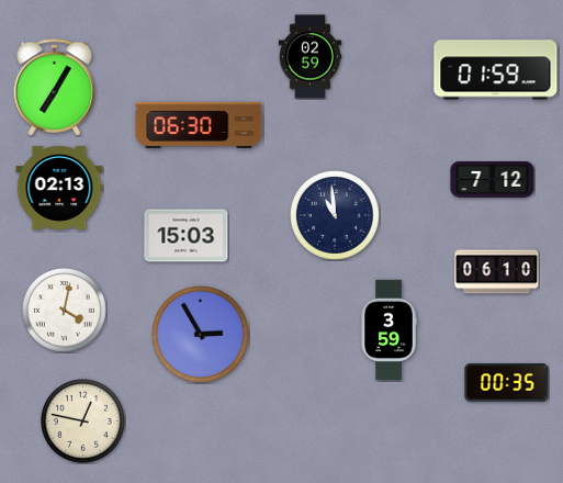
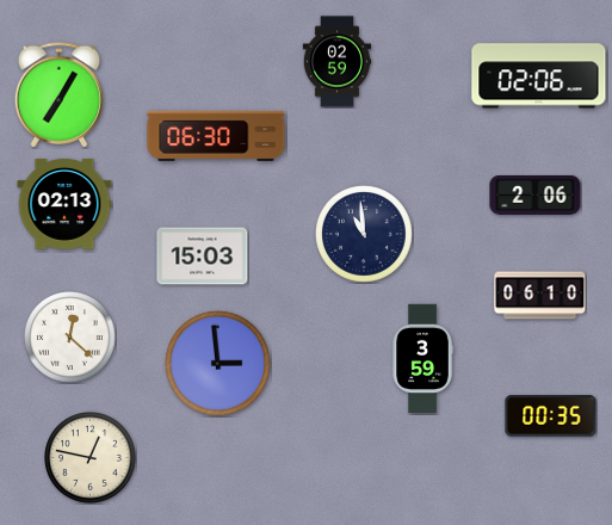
clock at (496, 70): 01:59 -> 02:06
clock at (493, 180): 7:12 -> 2:06
clock at (65, 311): 4:02 -> 12:22
clock at (200, 334): 2:55 -> 2:59
